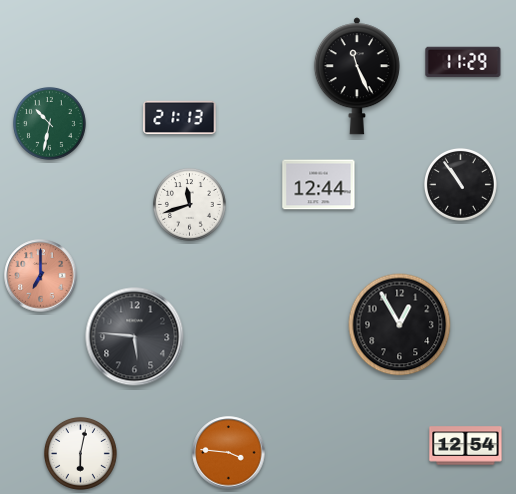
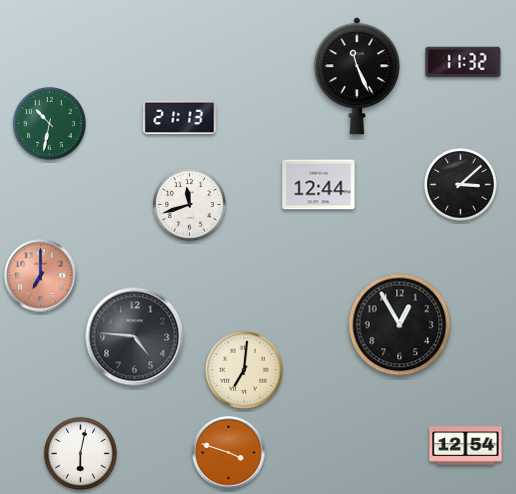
clock at (463, 62): 11:29 -> 11:32
clock at (460, 184): 10:54 -> 3:08
clock at (135, 337): 5:46 -> 4:46
clock at (244, 370): none -> 7:01
clock at (229, 453): 3:46 -> 3:48
